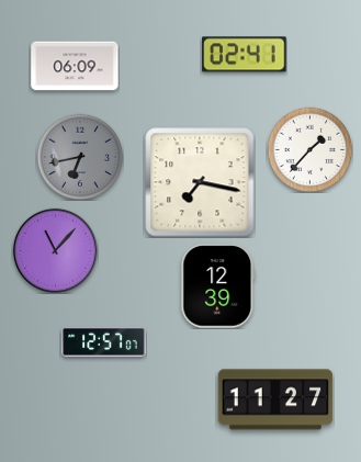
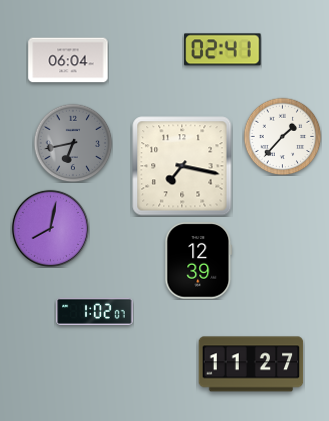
clock at (75, 66): 06:09 -> 06:04
clock at (55, 250): 11:07 -> 8:02
clock at (104, 341): 12:57 -> 1:02
